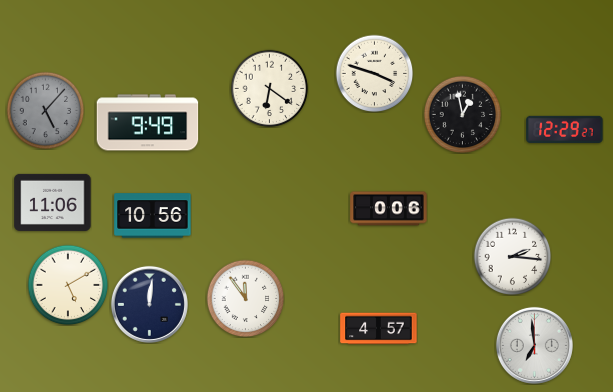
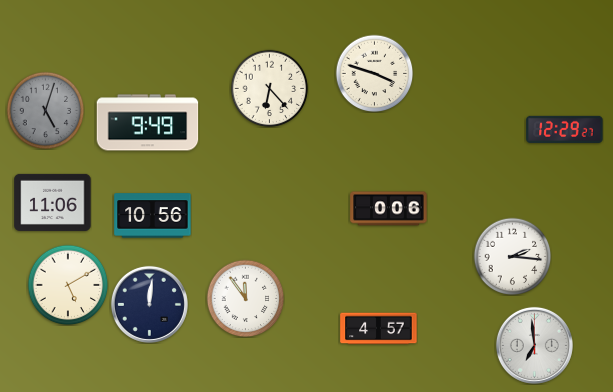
clock at (269, 88): 6:21 -> 6:23
clock at (45, 110): 5:07 -> 5:03
clock at (462, 114): 12:58 -> none
